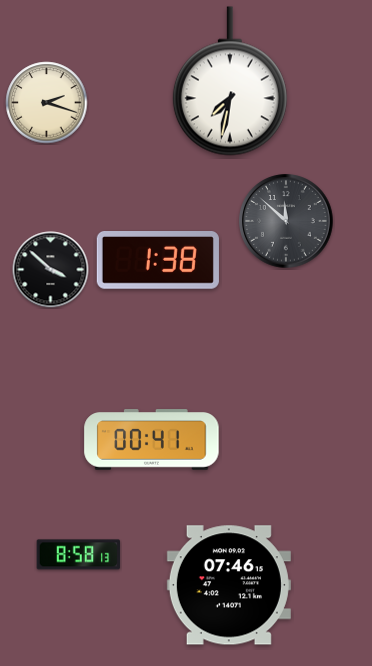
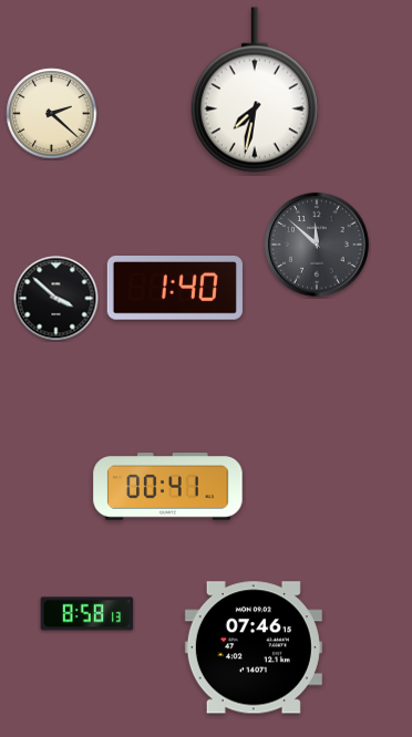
clock at (47, 103): 2:18 -> 2:22
clock at (158, 261): 1:38 -> 1:40
